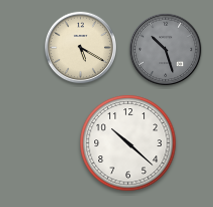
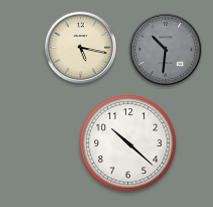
clock at (81, 48): 5:20 -> 5:17
clock at (166, 50): 10:27 -> 10:31
